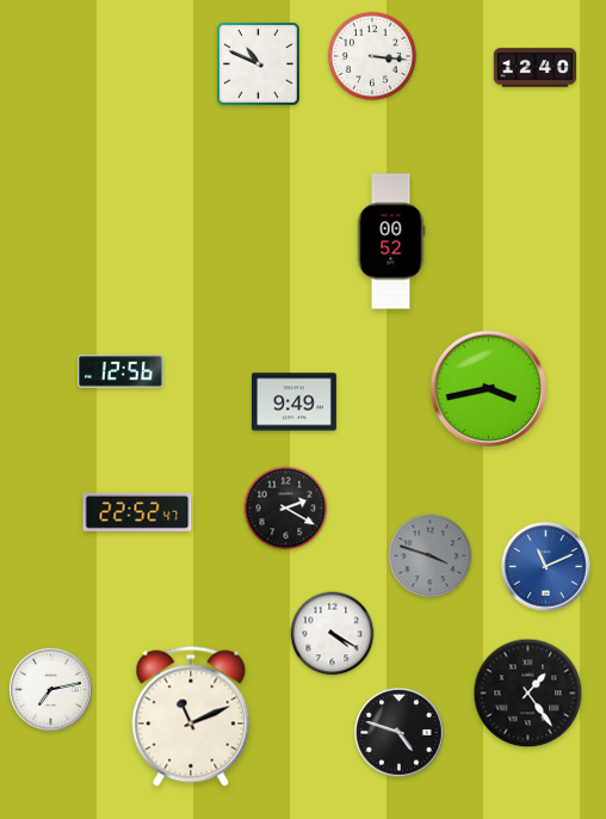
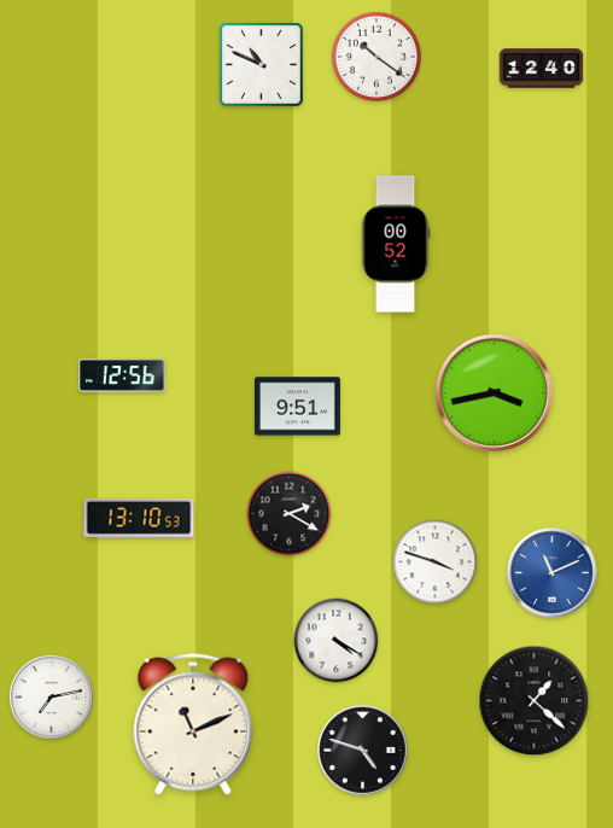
clock at (372, 56): 3:16 -> 10:21
clock at (293, 402): 9:49 -> 9:51
clock at (137, 512): 22:52 -> 13:10
clock at (431, 556) dial: grey -> white
clock at (528, 694): 1:24 -> 1:22
clock at (400, 733) position: (400, 733) -> (363, 751)
